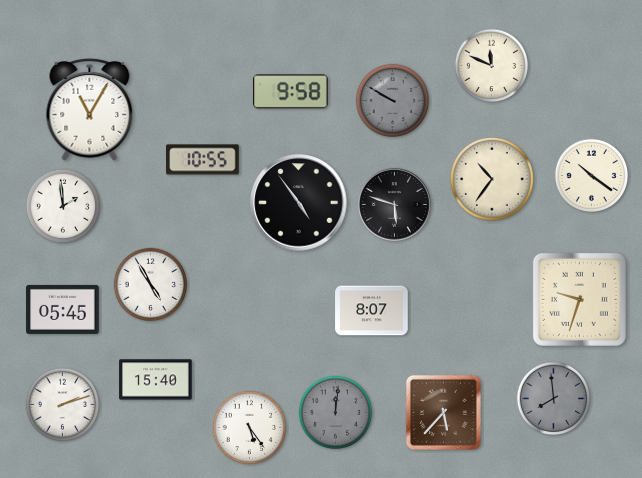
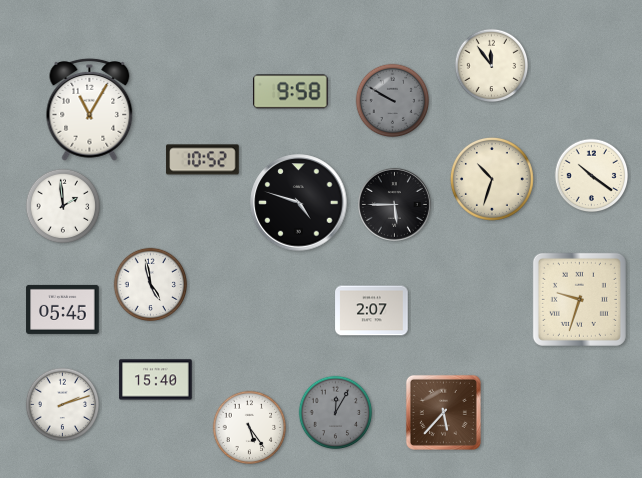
clock at (492, 66): 11:49 -> 11:54
clock at (203, 160): 10:55 -> 10:52
clock at (492, 179): 10:36 -> 10:33
clock at (299, 203): 4:54 -> 4:48
clock at (394, 204): 5:48 -> 5:45
clock at (151, 285): 4:55 -> 4:58
clock at (372, 311): 8:07 -> 2:07
clock at (554, 399): 7:59 -> none
clock at (336, 413): 12:01 -> 12:05
